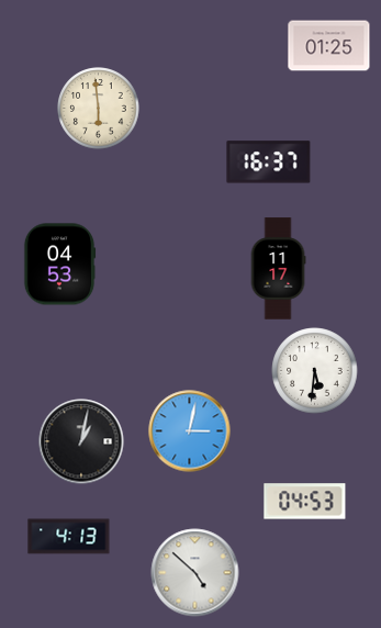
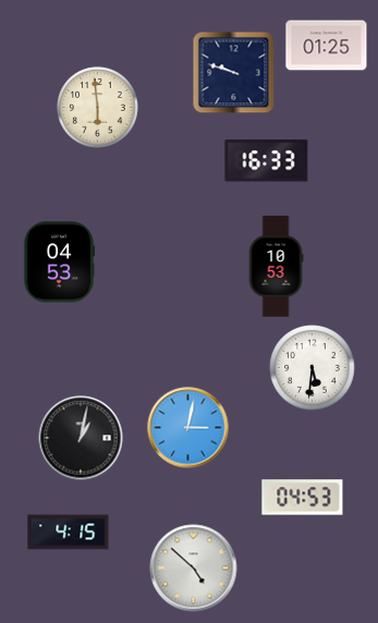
clock at (234, 73): none -> 9:48
clock at (269, 162): 16:37 -> 16:33
clock at (278, 269): 11:17 -> 10:53
clock at (69, 537): 4:13 -> 4:15
